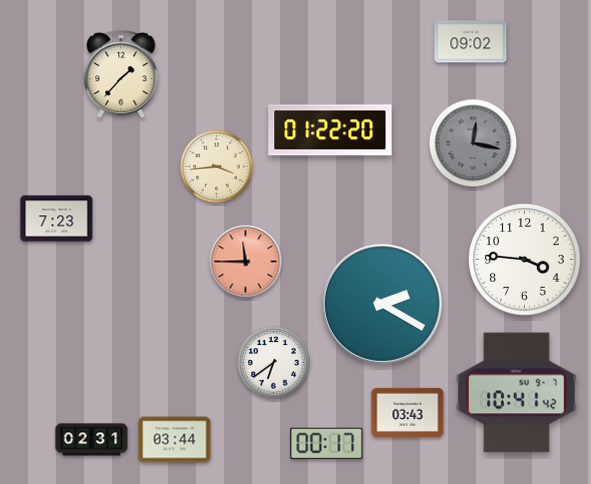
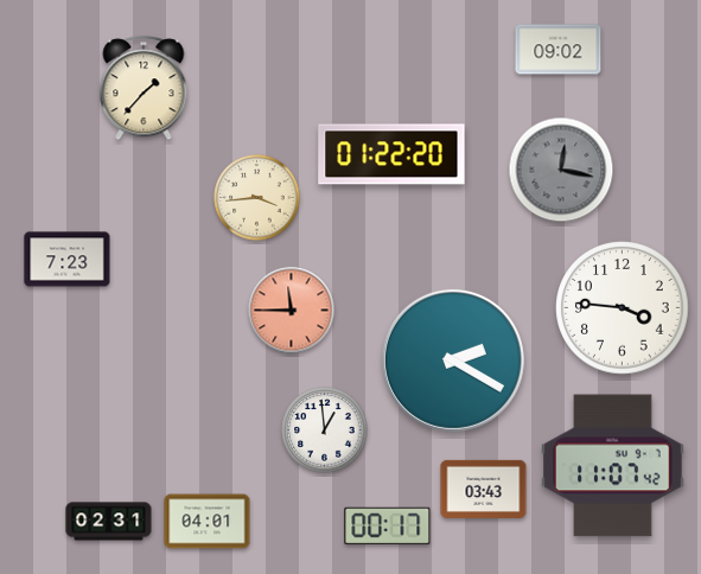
clock at (274, 363): 6:39 -> 12:59
clock at (517, 393): 10:41 -> 11:07
clock at (175, 440): 03:44 -> 04:01
